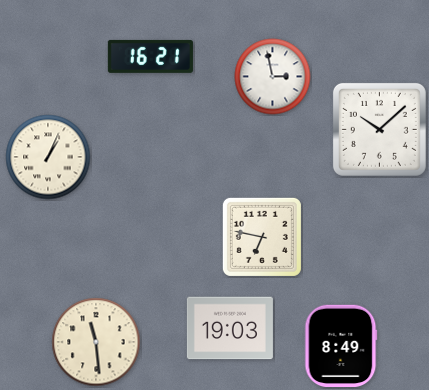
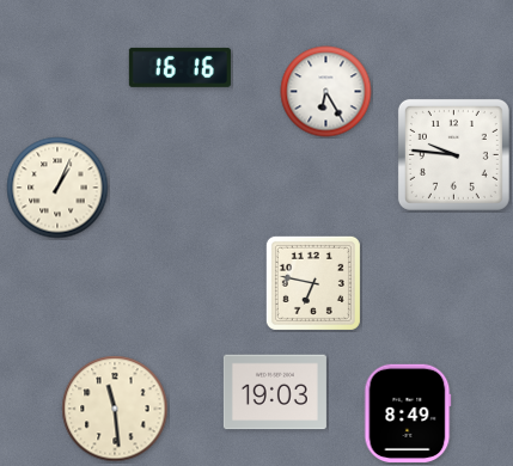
clock at (150, 56): 16:21 -> 16:16
clock at (273, 77): 2:58 -> 6:25
clock at (379, 129): 10:08 -> 9:46
